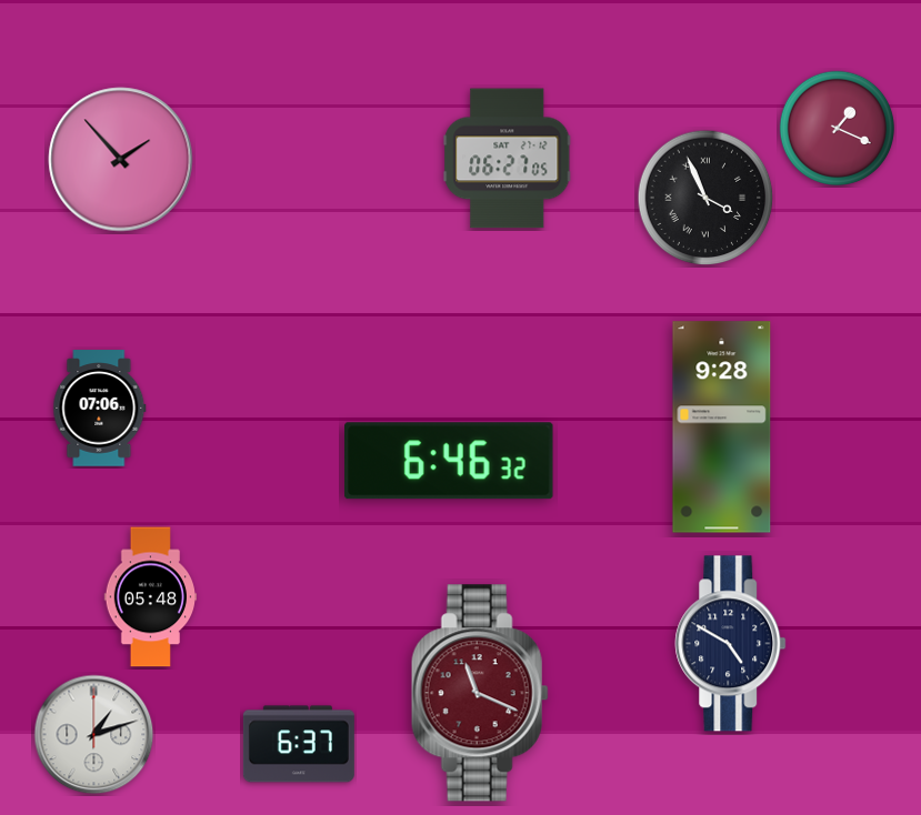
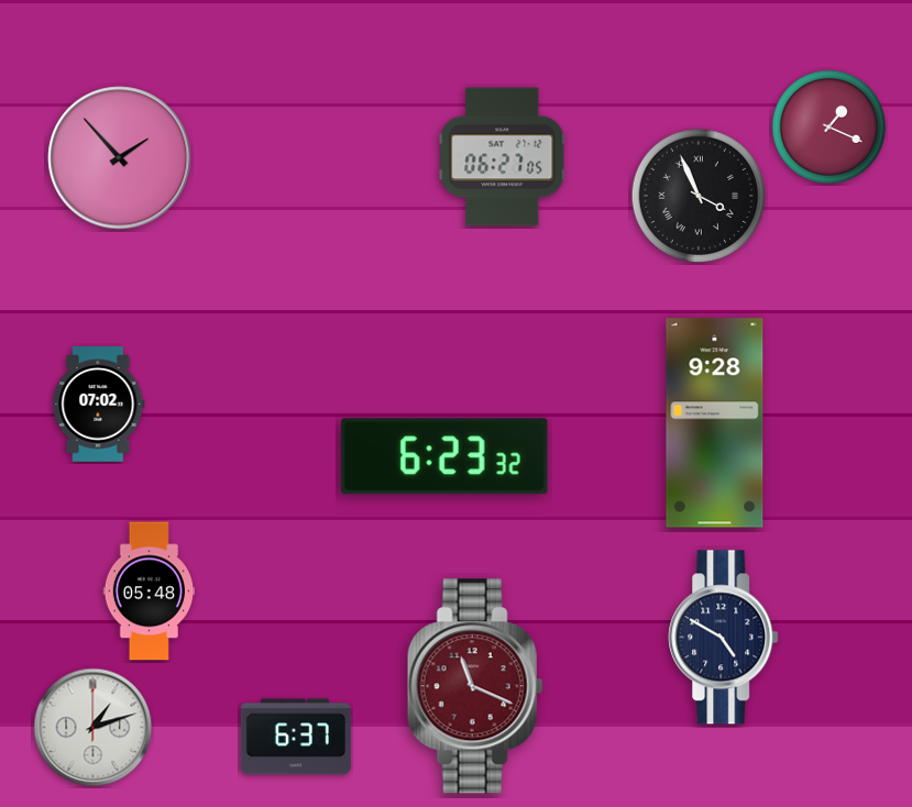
clock at (100, 409): 07:06 -> 07:02
clock at (450, 461): 6:46 -> 6:23
